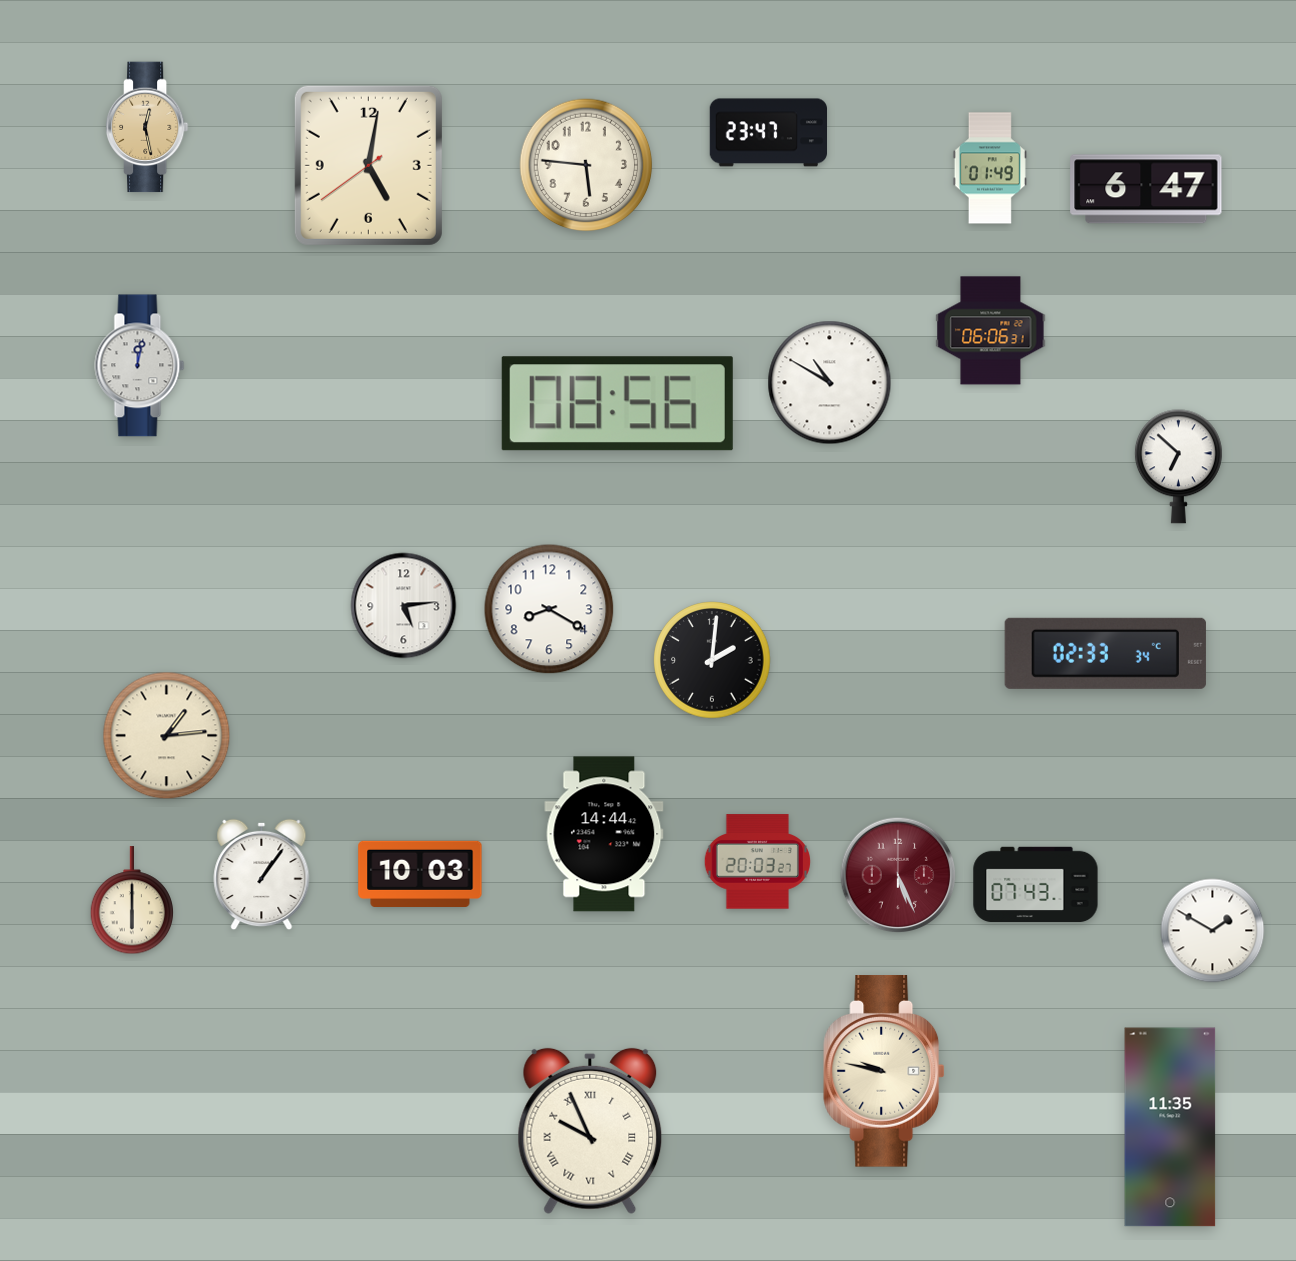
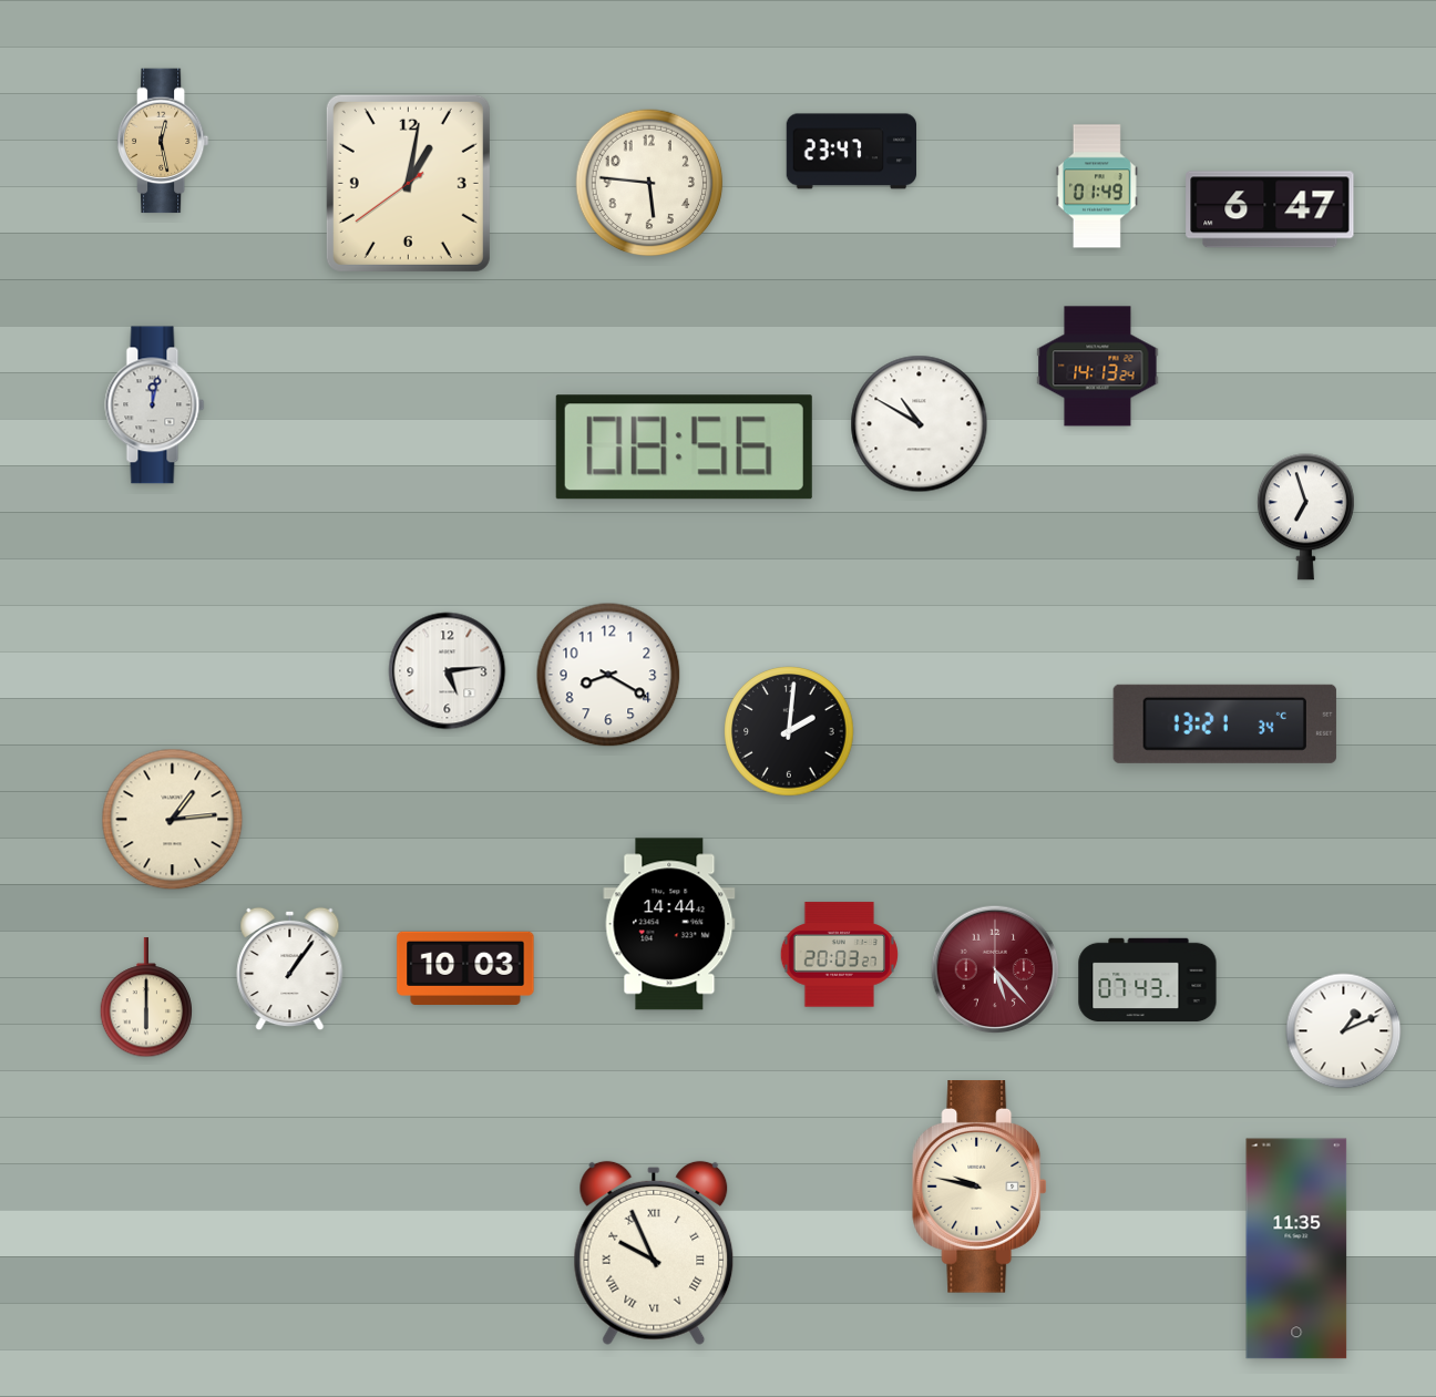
clock at (769, 133) position: (769, 133) -> (852, 152)
clock at (368, 165): 5:01 -> 1:01
clock at (991, 331): 06:06 -> 14:13
clock at (1178, 467): 6:52 -> 6:57
clock at (1105, 653): 02:33 -> 13:21
clock at (167, 736) position: (167, 736) -> (173, 820)
clock at (898, 875): 5:26 -> 5:23
clock at (1213, 931): 1:50 -> 1:11
